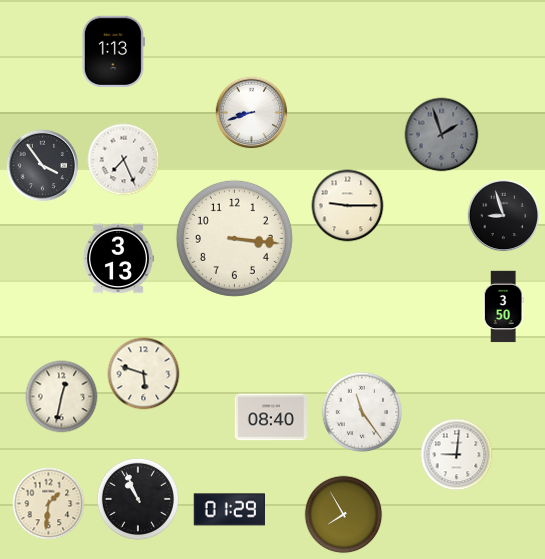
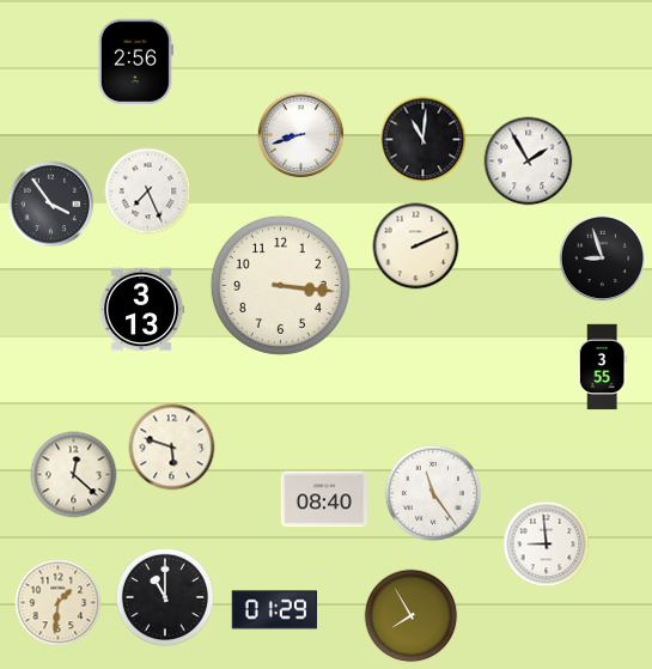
clock at (113, 52): 1:13 -> 2:56
clock at (424, 140): none -> 11:01
clock at (442, 135): 1:57 -> 1:55
clock at (442, 135) dial: grey -> white
clock at (43, 166) position: (43, 166) -> (51, 205)
clock at (348, 206): 9:15 -> 2:11
clock at (503, 307): 3:50 -> 3:55
clock at (62, 397): 12:32 -> 12:22
clock at (457, 455): 9:01 -> 8:59
clock at (138, 499): 10:56 -> 11:00
